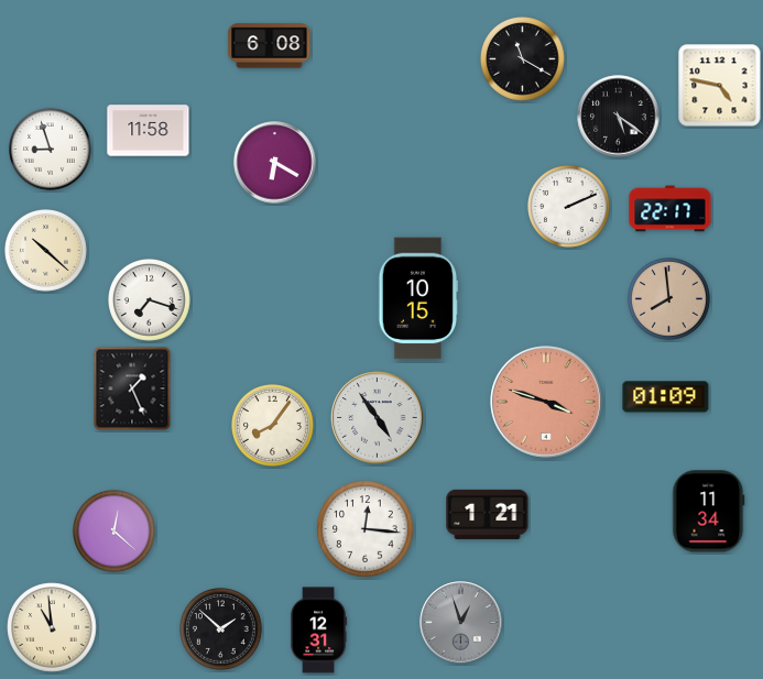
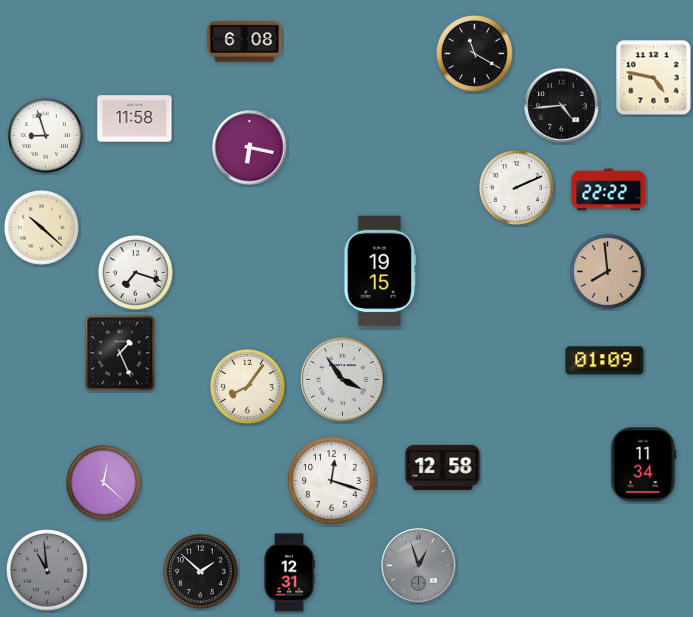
clock at (619, 117): 5:21 -> 4:44
clock at (275, 163): 6:20 -> 6:17
clock at (671, 209): 22:17 -> 22:22
clock at (418, 298): 10:15 -> 19:15
clock at (546, 402): 3:48 -> none
clock at (378, 418): 4:54 -> 3:54
clock at (488, 514): 1:21 -> 12:58
clock at (366, 529): 12:16 -> 12:18
clock at (52, 627) dial: cream -> grey
